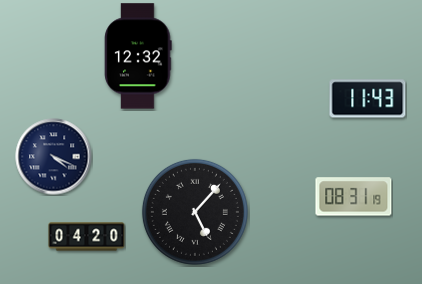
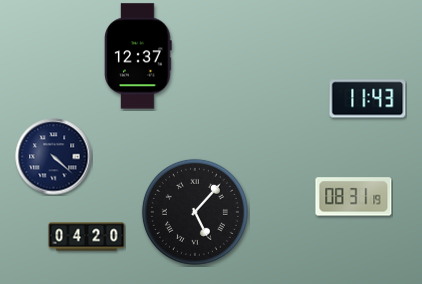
clock at (138, 56): 12:32 -> 12:37
clock at (54, 157): 4:19 -> 4:22
